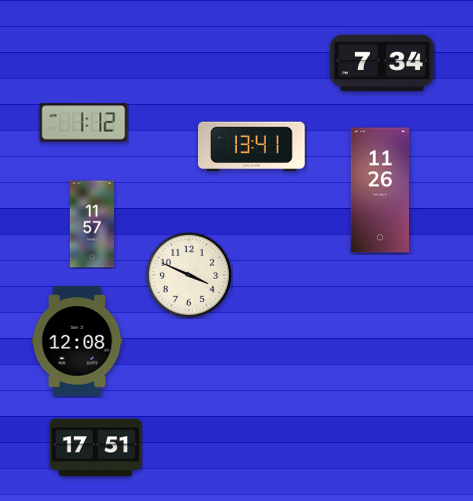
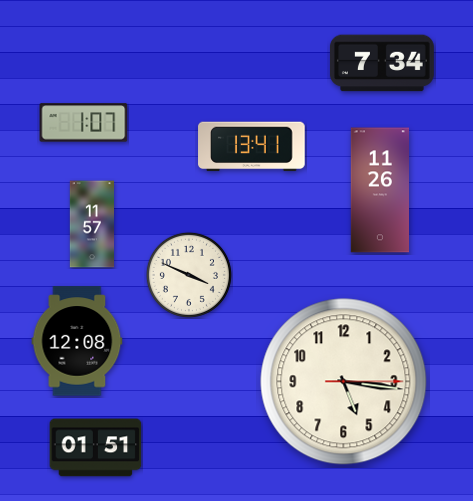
clock at (84, 123): 1:12 -> 1:07
clock at (344, 382): none -> 5:16
clock at (96, 448): 17:51 -> 01:51
